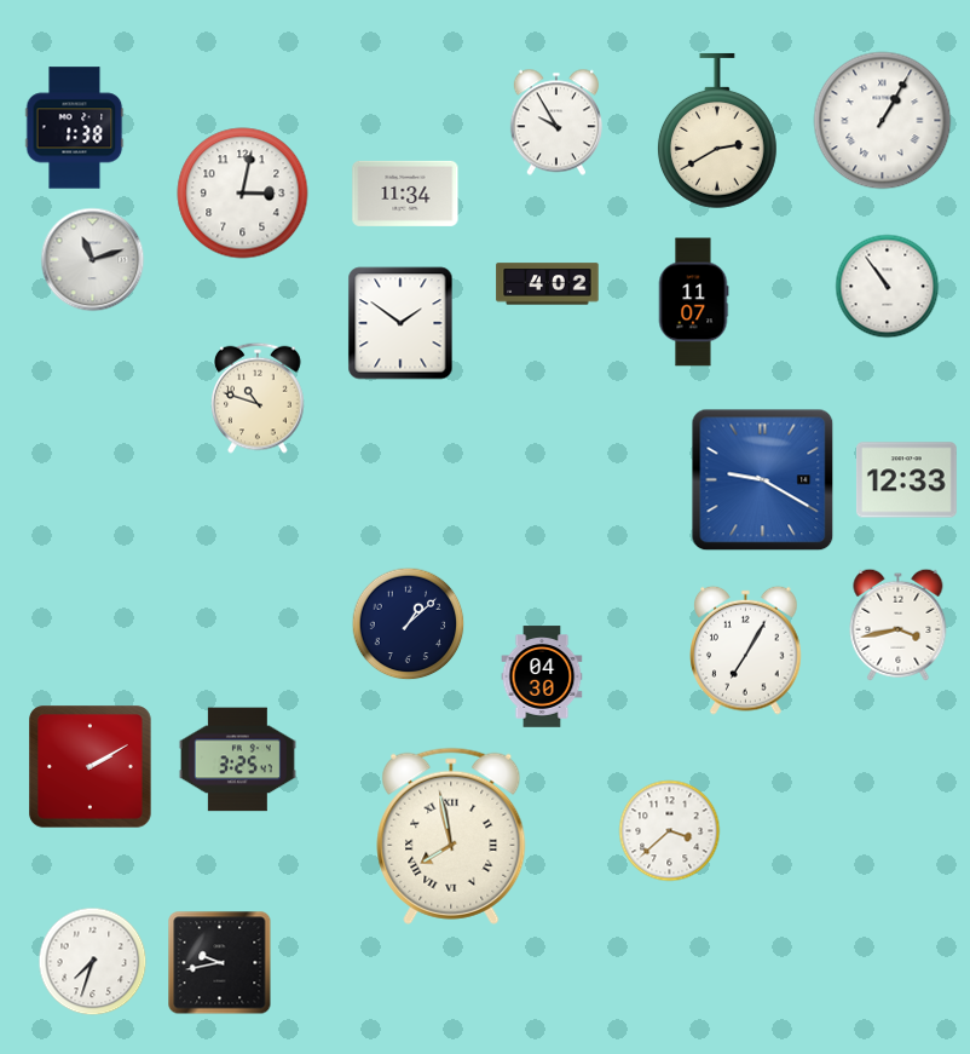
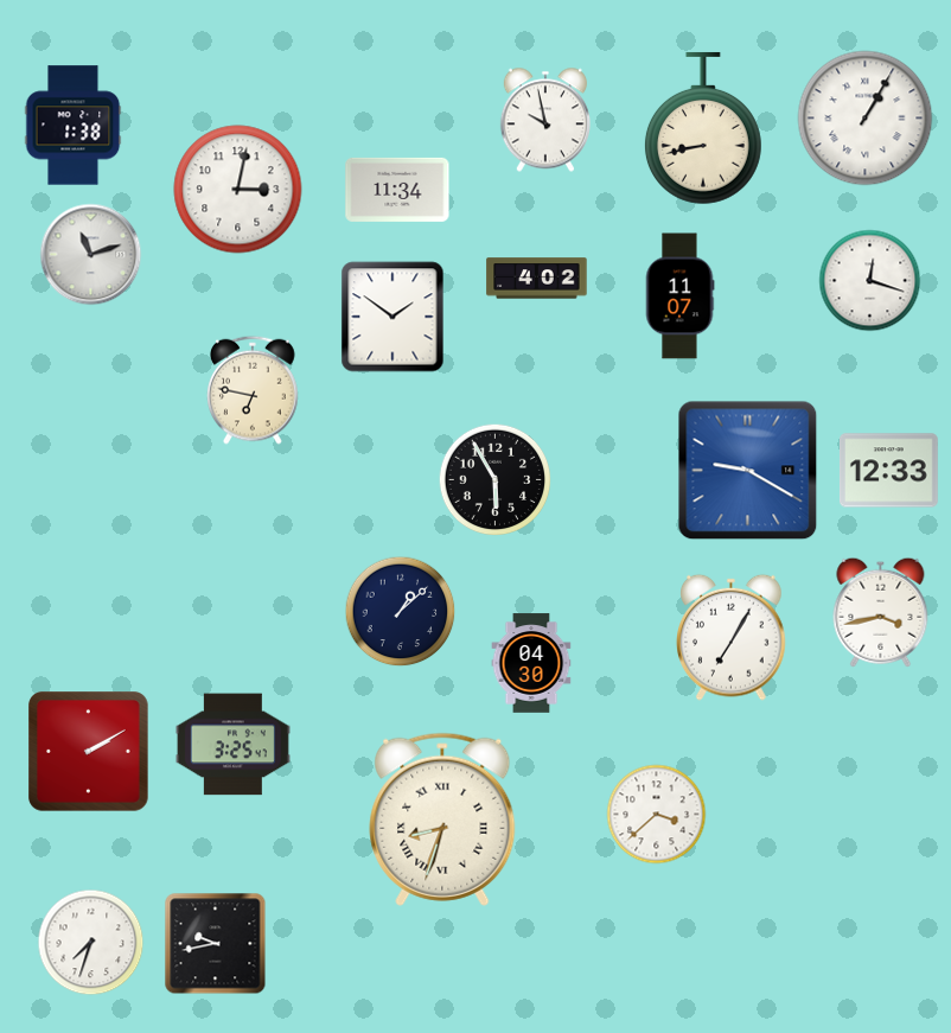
clock at (556, 122): 9:55 -> 9:58
clock at (717, 131): 2:40 -> 8:43
clock at (888, 287): 10:54 -> 12:18
clock at (259, 398): 10:48 -> 6:47
clock at (496, 480): none -> 5:55
clock at (451, 836): 7:58 -> 8:33
